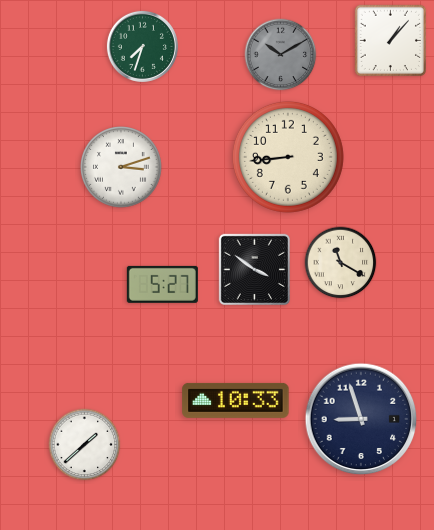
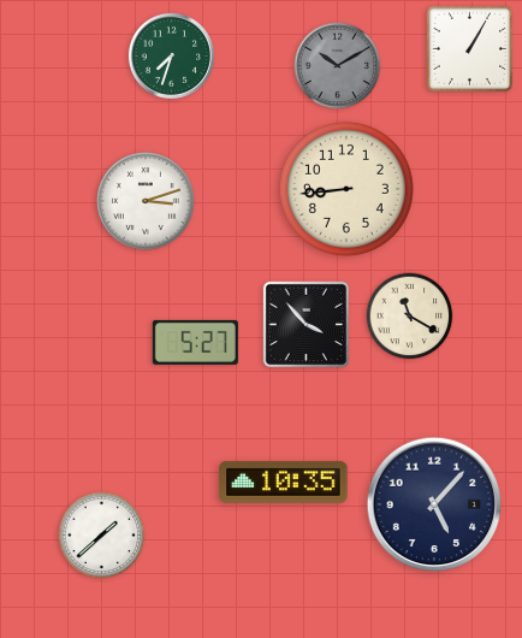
clock at (390, 40): 1:07 -> 1:05
clock at (254, 269): 3:51 -> 3:53
clock at (236, 400): 10:33 -> 10:35
clock at (361, 419): 8:57 -> 5:07
